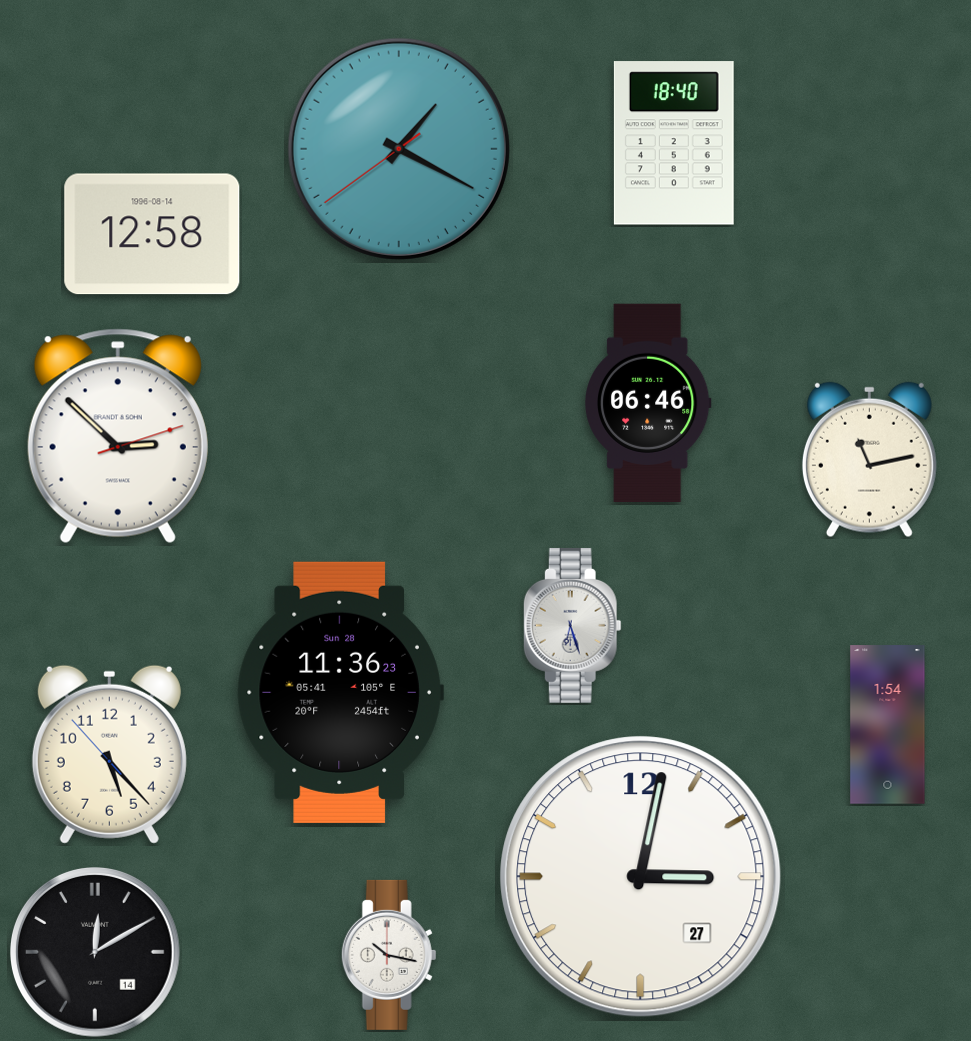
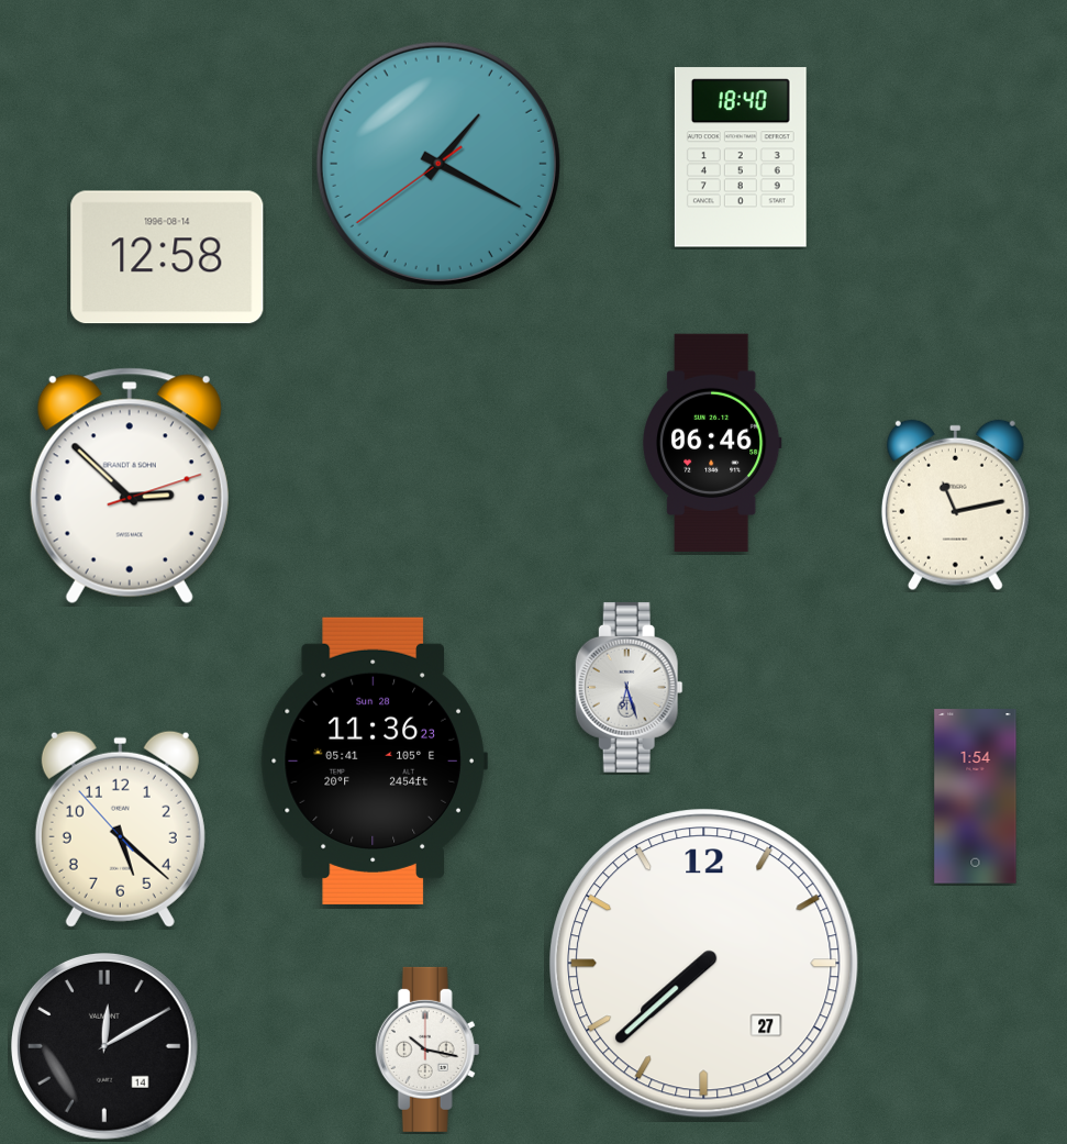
clock at (118, 436) position: (118, 436) -> (130, 486)
clock at (109, 754): 5:22 -> 5:21
clock at (641, 877): 3:02 -> 7:38
